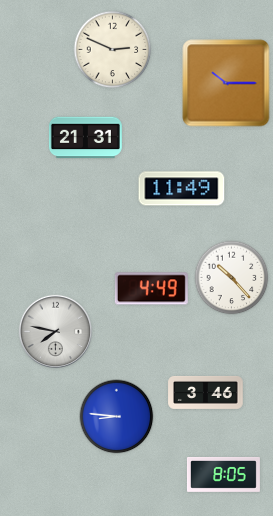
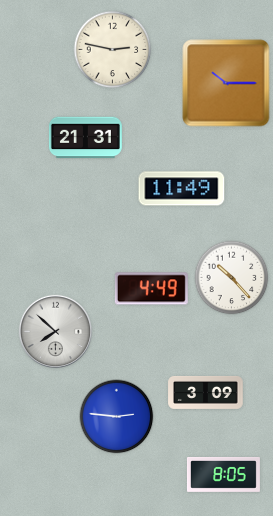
clock at (113, 50): 2:49 -> 2:47
clock at (55, 331): 7:47 -> 7:52
clock at (206, 392): 3:46 -> 3:09
clock at (117, 417): 8:46 -> 2:46
